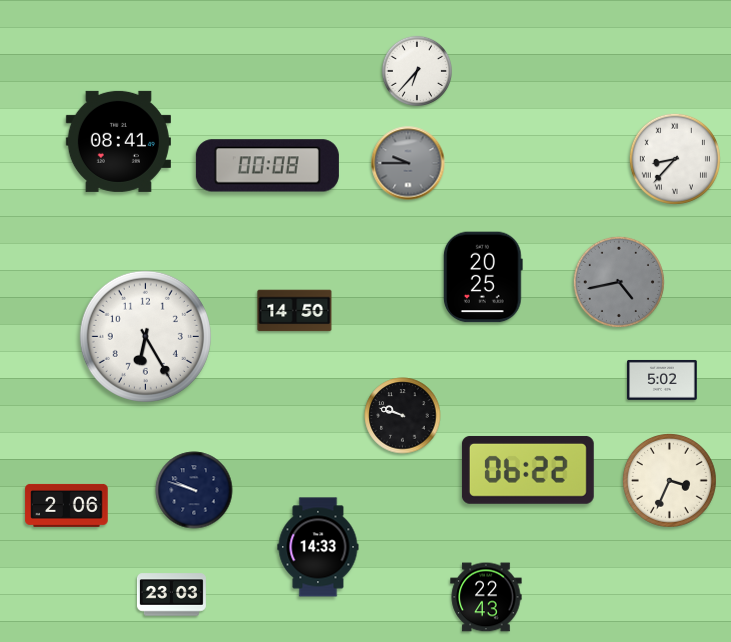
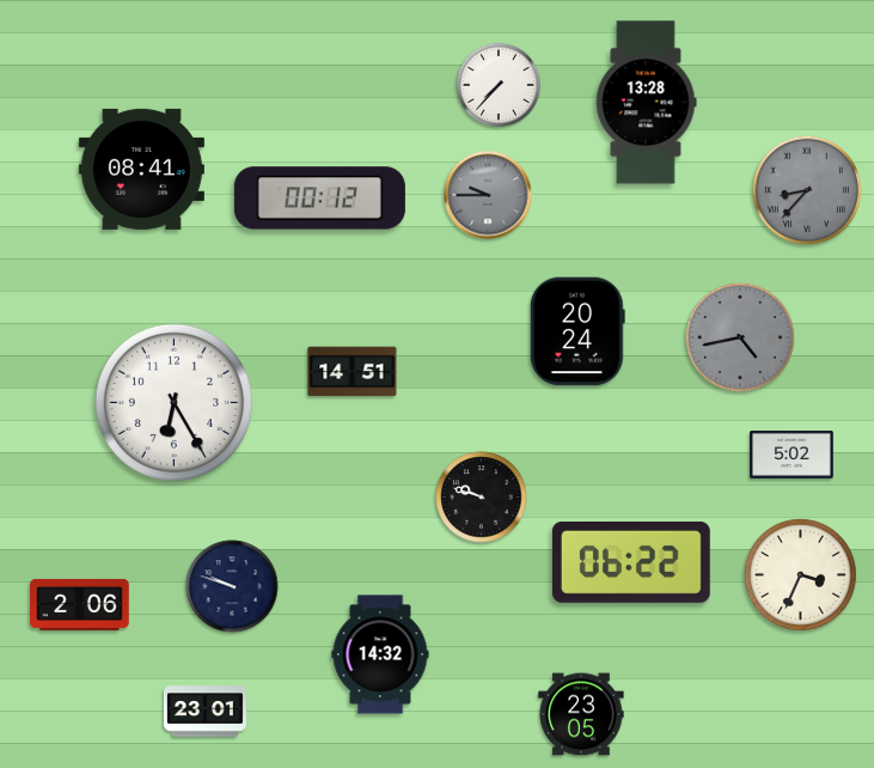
clock at (416, 70): 6:37 -> 7:37
clock at (646, 103): none -> 13:28
clock at (675, 159) dial: white -> grey
clock at (267, 166): 00:08 -> 00:12
clock at (483, 277): 20:25 -> 20:24
clock at (295, 311): 14:50 -> 14:51
clock at (318, 547): 14:33 -> 14:32
clock at (171, 595): 23:03 -> 23:01
clock at (486, 597): 22:43 -> 23:05
